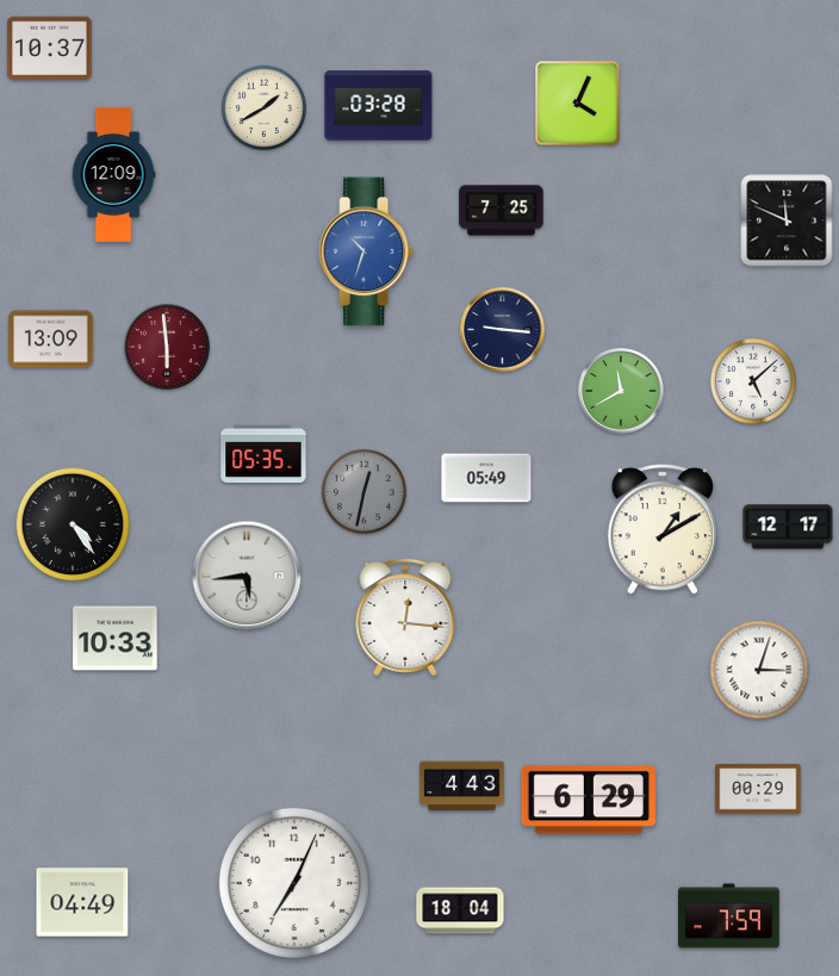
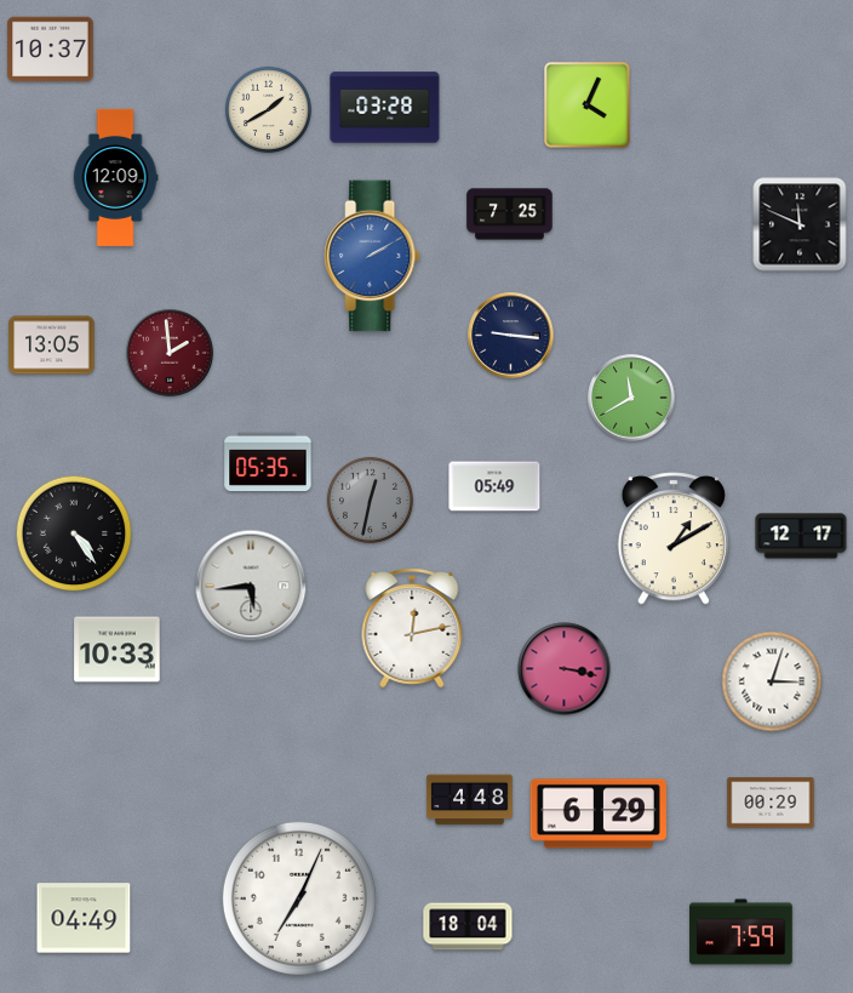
clock at (366, 251): 10:33 -> 2:10
clock at (51, 340): 13:09 -> 13:05
clock at (167, 347): 5:59 -> 1:59
clock at (753, 381): 5:08 -> none
clock at (405, 617): 12:16 -> 12:13
clock at (565, 669): none -> 3:17
clock at (462, 787): 4:43 -> 4:48
